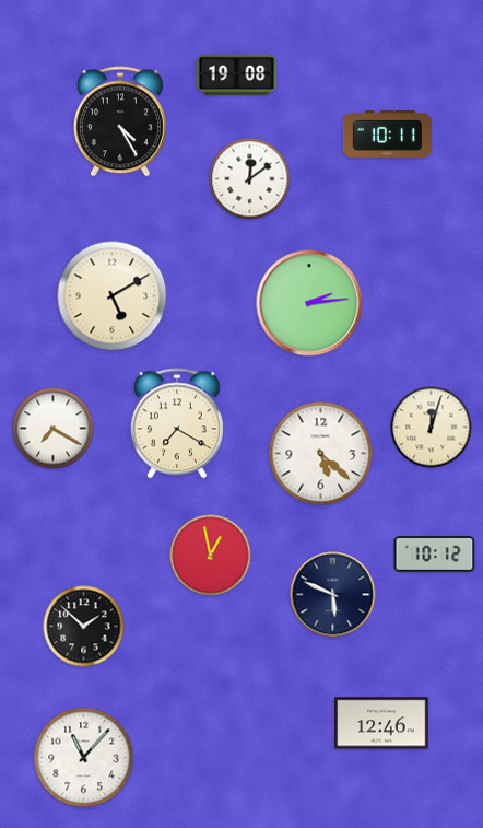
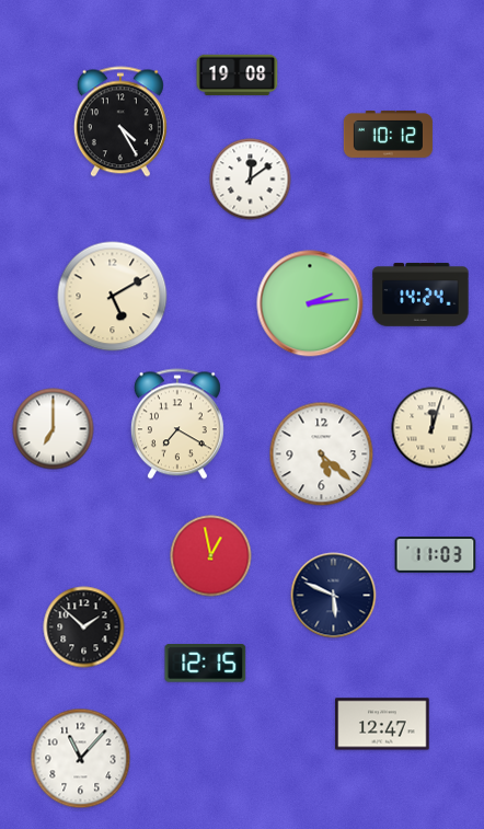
clock at (387, 135): 10:11 -> 10:12
clock at (420, 295): none -> 14:24
clock at (54, 429): 7:20 -> 7:00
clock at (435, 555): 10:12 -> 11:03
clock at (206, 664): none -> 12:15
clock at (381, 723): 12:46 -> 12:47
clock at (84, 758) position: (84, 758) -> (81, 759)
